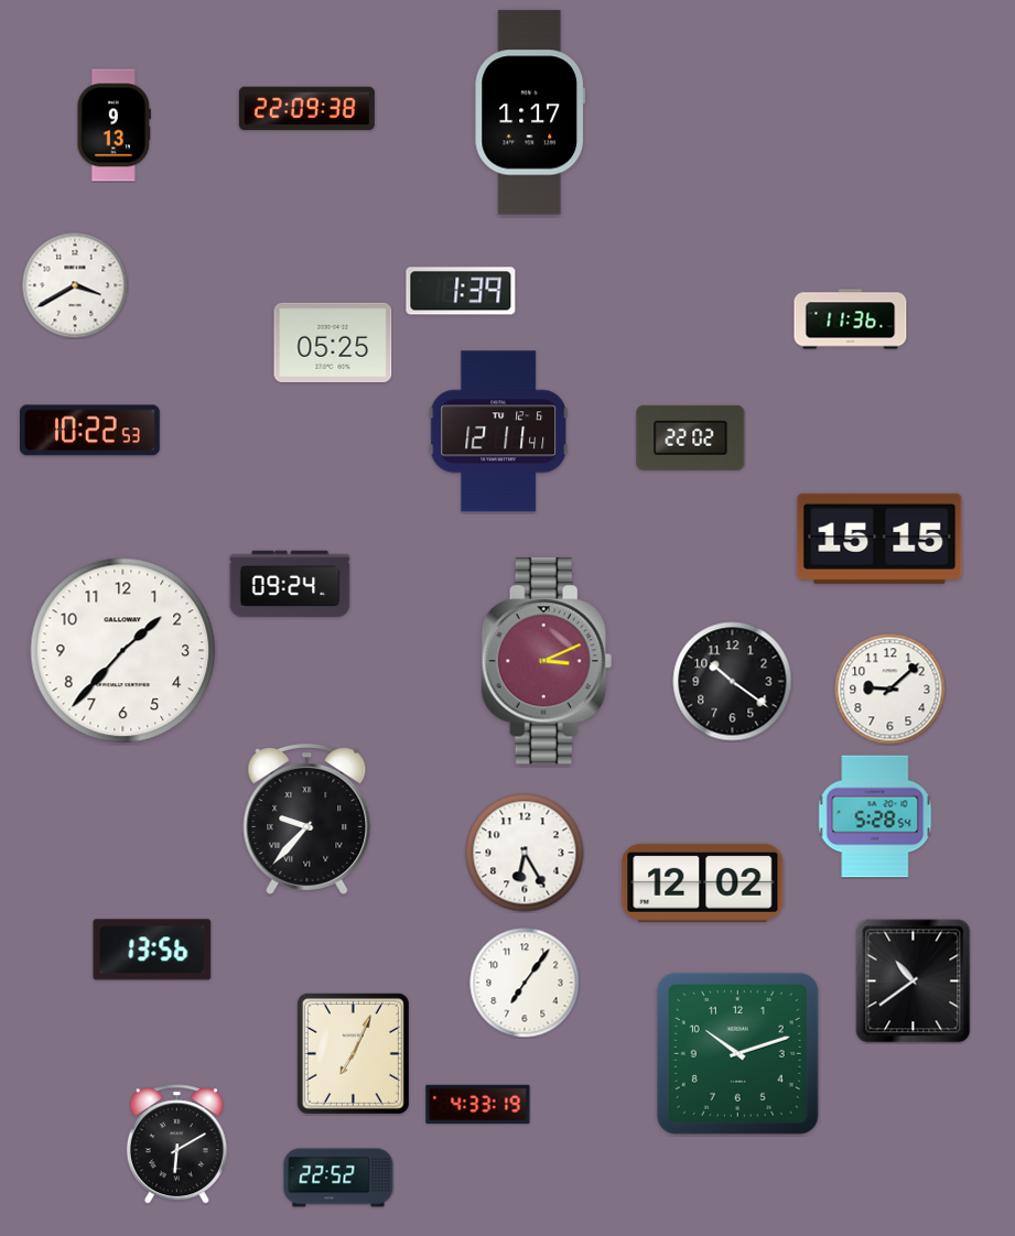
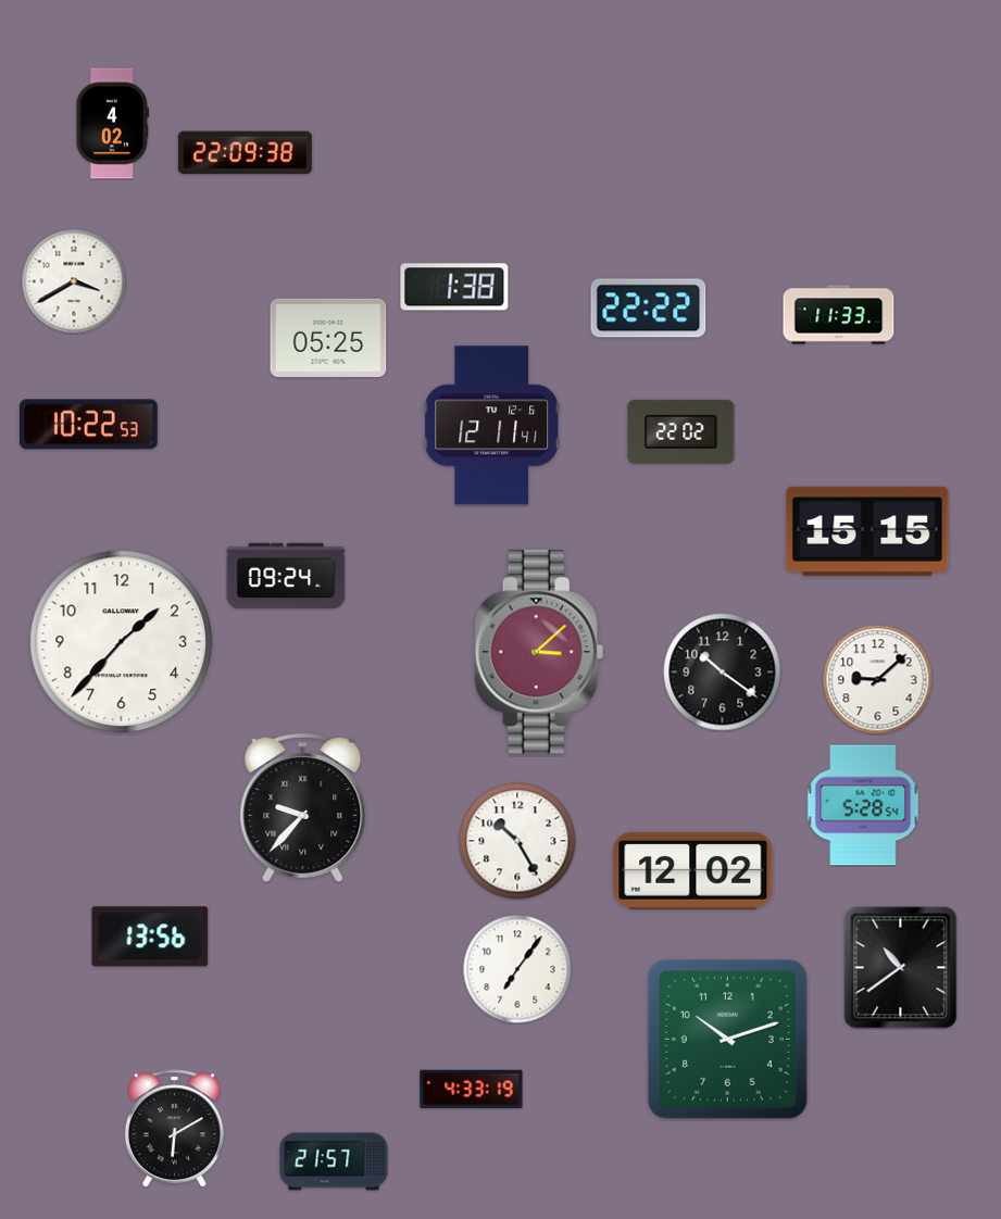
clock at (306, 109) position: (306, 109) -> (245, 153)
clock at (529, 112): 1:17 -> none
clock at (114, 126): 9:13 -> 4:02
clock at (461, 291): 1:39 -> 1:38
clock at (649, 309): none -> 22:22
clock at (851, 319): 11:36 -> 11:33
clock at (547, 661): 3:11 -> 3:08
clock at (525, 853): 6:25 -> 10:25
clock at (353, 1053): 7:04 -> none
clock at (338, 1178): 22:52 -> 21:57
